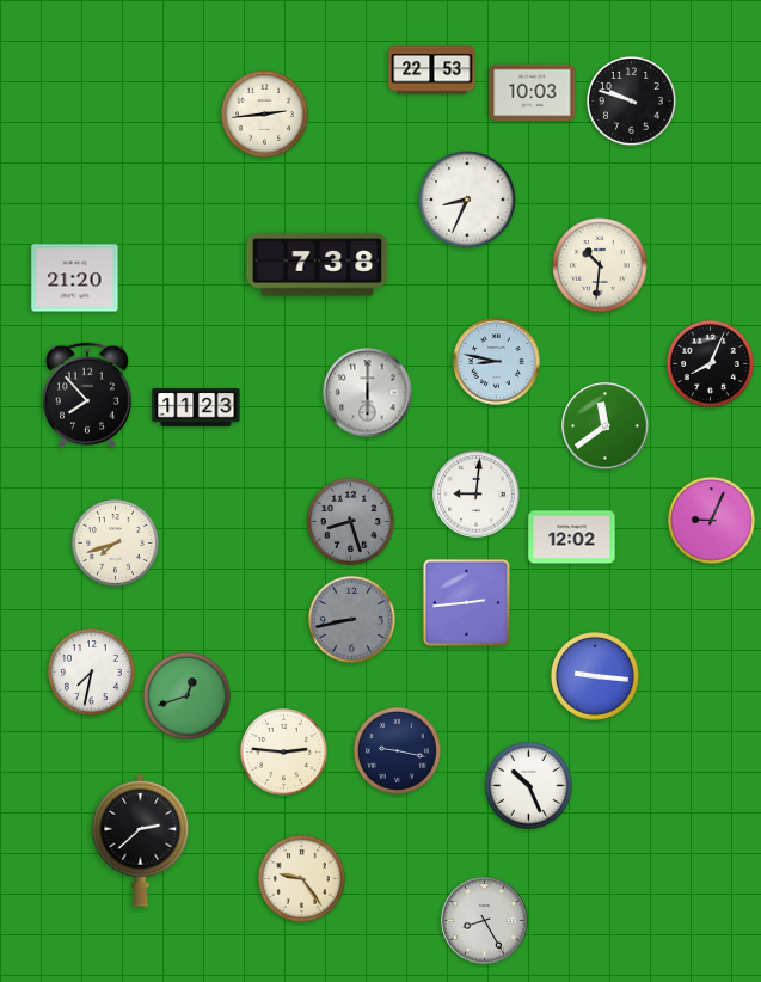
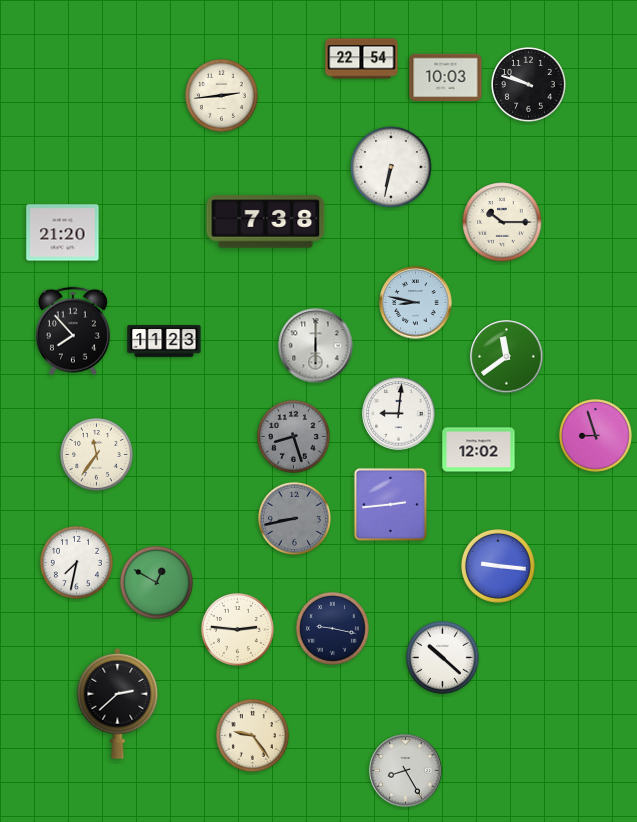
clock at (432, 70): 22:53 -> 22:54
clock at (467, 200): 8:34 -> 6:32
clock at (600, 265): 10:31 -> 10:15
clock at (710, 363): 8:04 -> none
clock at (368, 393) position: (368, 393) -> (316, 346)
clock at (711, 520): 9:04 -> 8:57
clock at (115, 542): 7:42 -> 11:36
clock at (186, 695): 12:42 -> 12:50
clock at (528, 785): 10:26 -> 10:22
